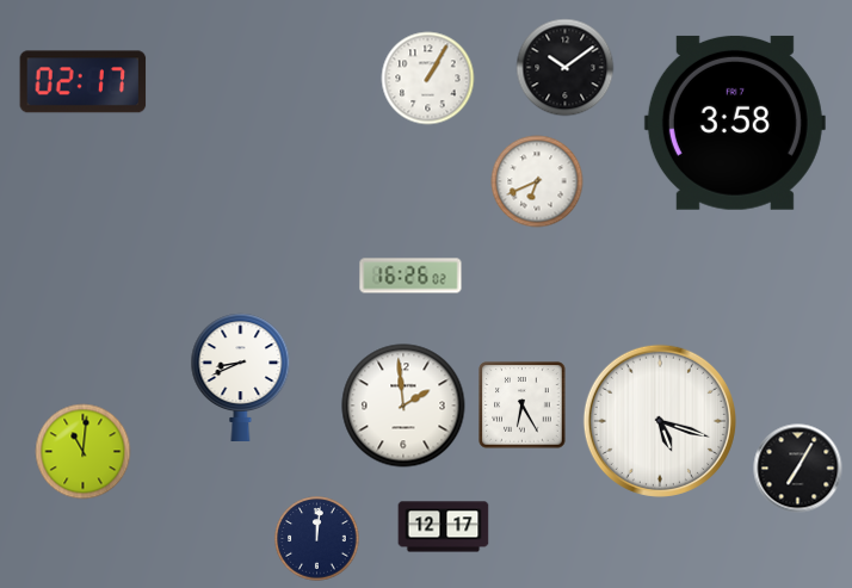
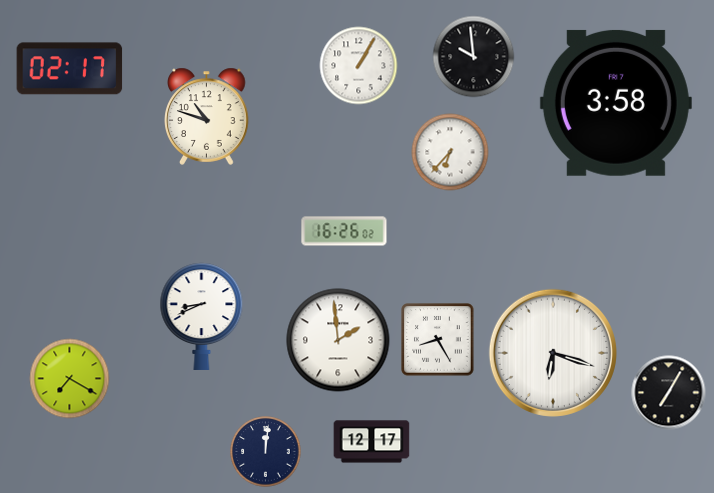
clock at (566, 68): 10:09 -> 9:59
clock at (207, 116): none -> 10:48
clock at (537, 181): 6:41 -> 6:37
clock at (523, 406): 6:25 -> 8:25
clock at (660, 421): 5:18 -> 6:18
clock at (84, 452): 11:01 -> 7:20
